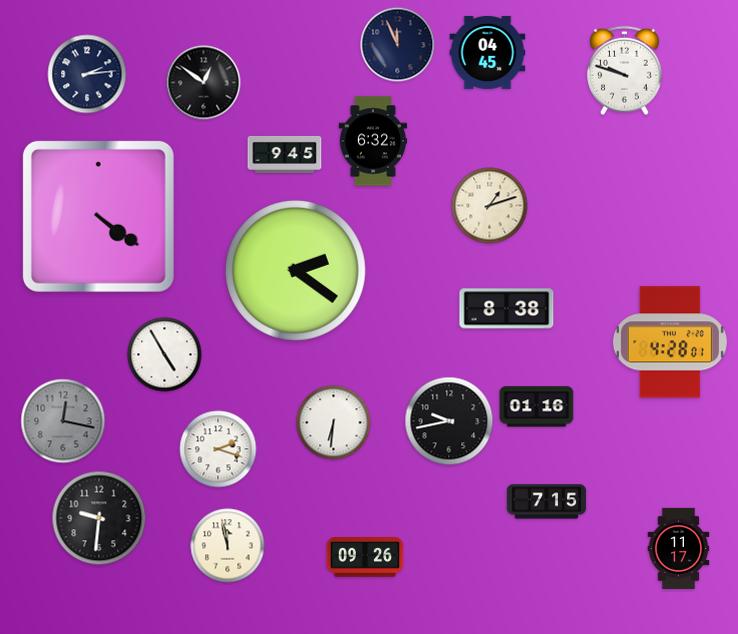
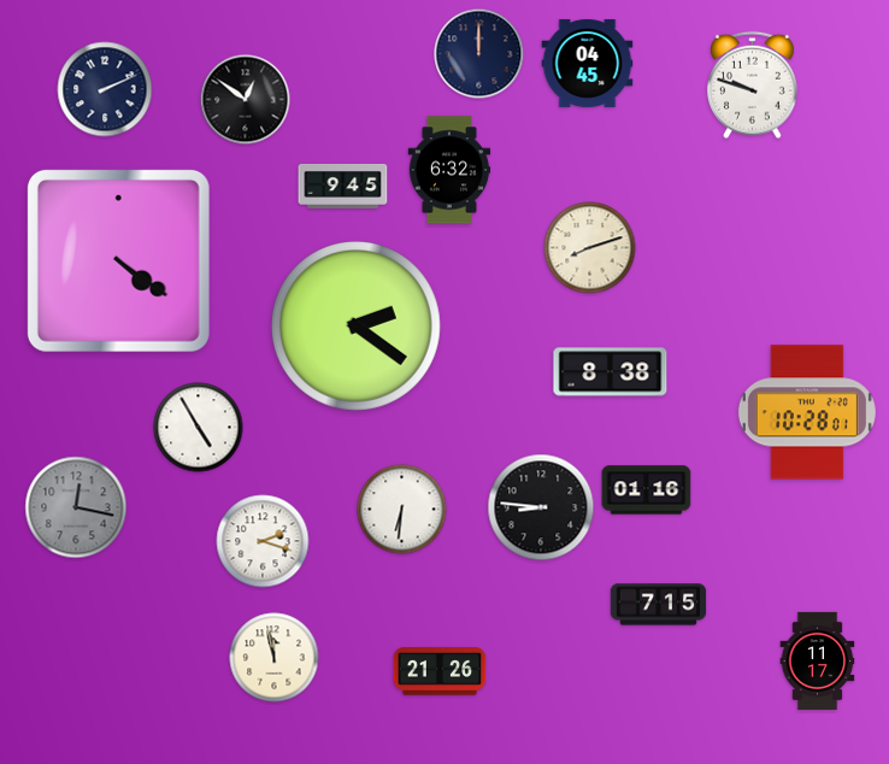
clock at (398, 45): 11:56 -> 12:00
clock at (87, 74): 2:14 -> 2:11
clock at (490, 206): 1:12 -> 8:12
clock at (670, 342): 4:28 -> 10:28
clock at (449, 421): 9:43 -> 8:46
clock at (99, 518): 9:31 -> none
clock at (365, 557): 09:26 -> 21:26
